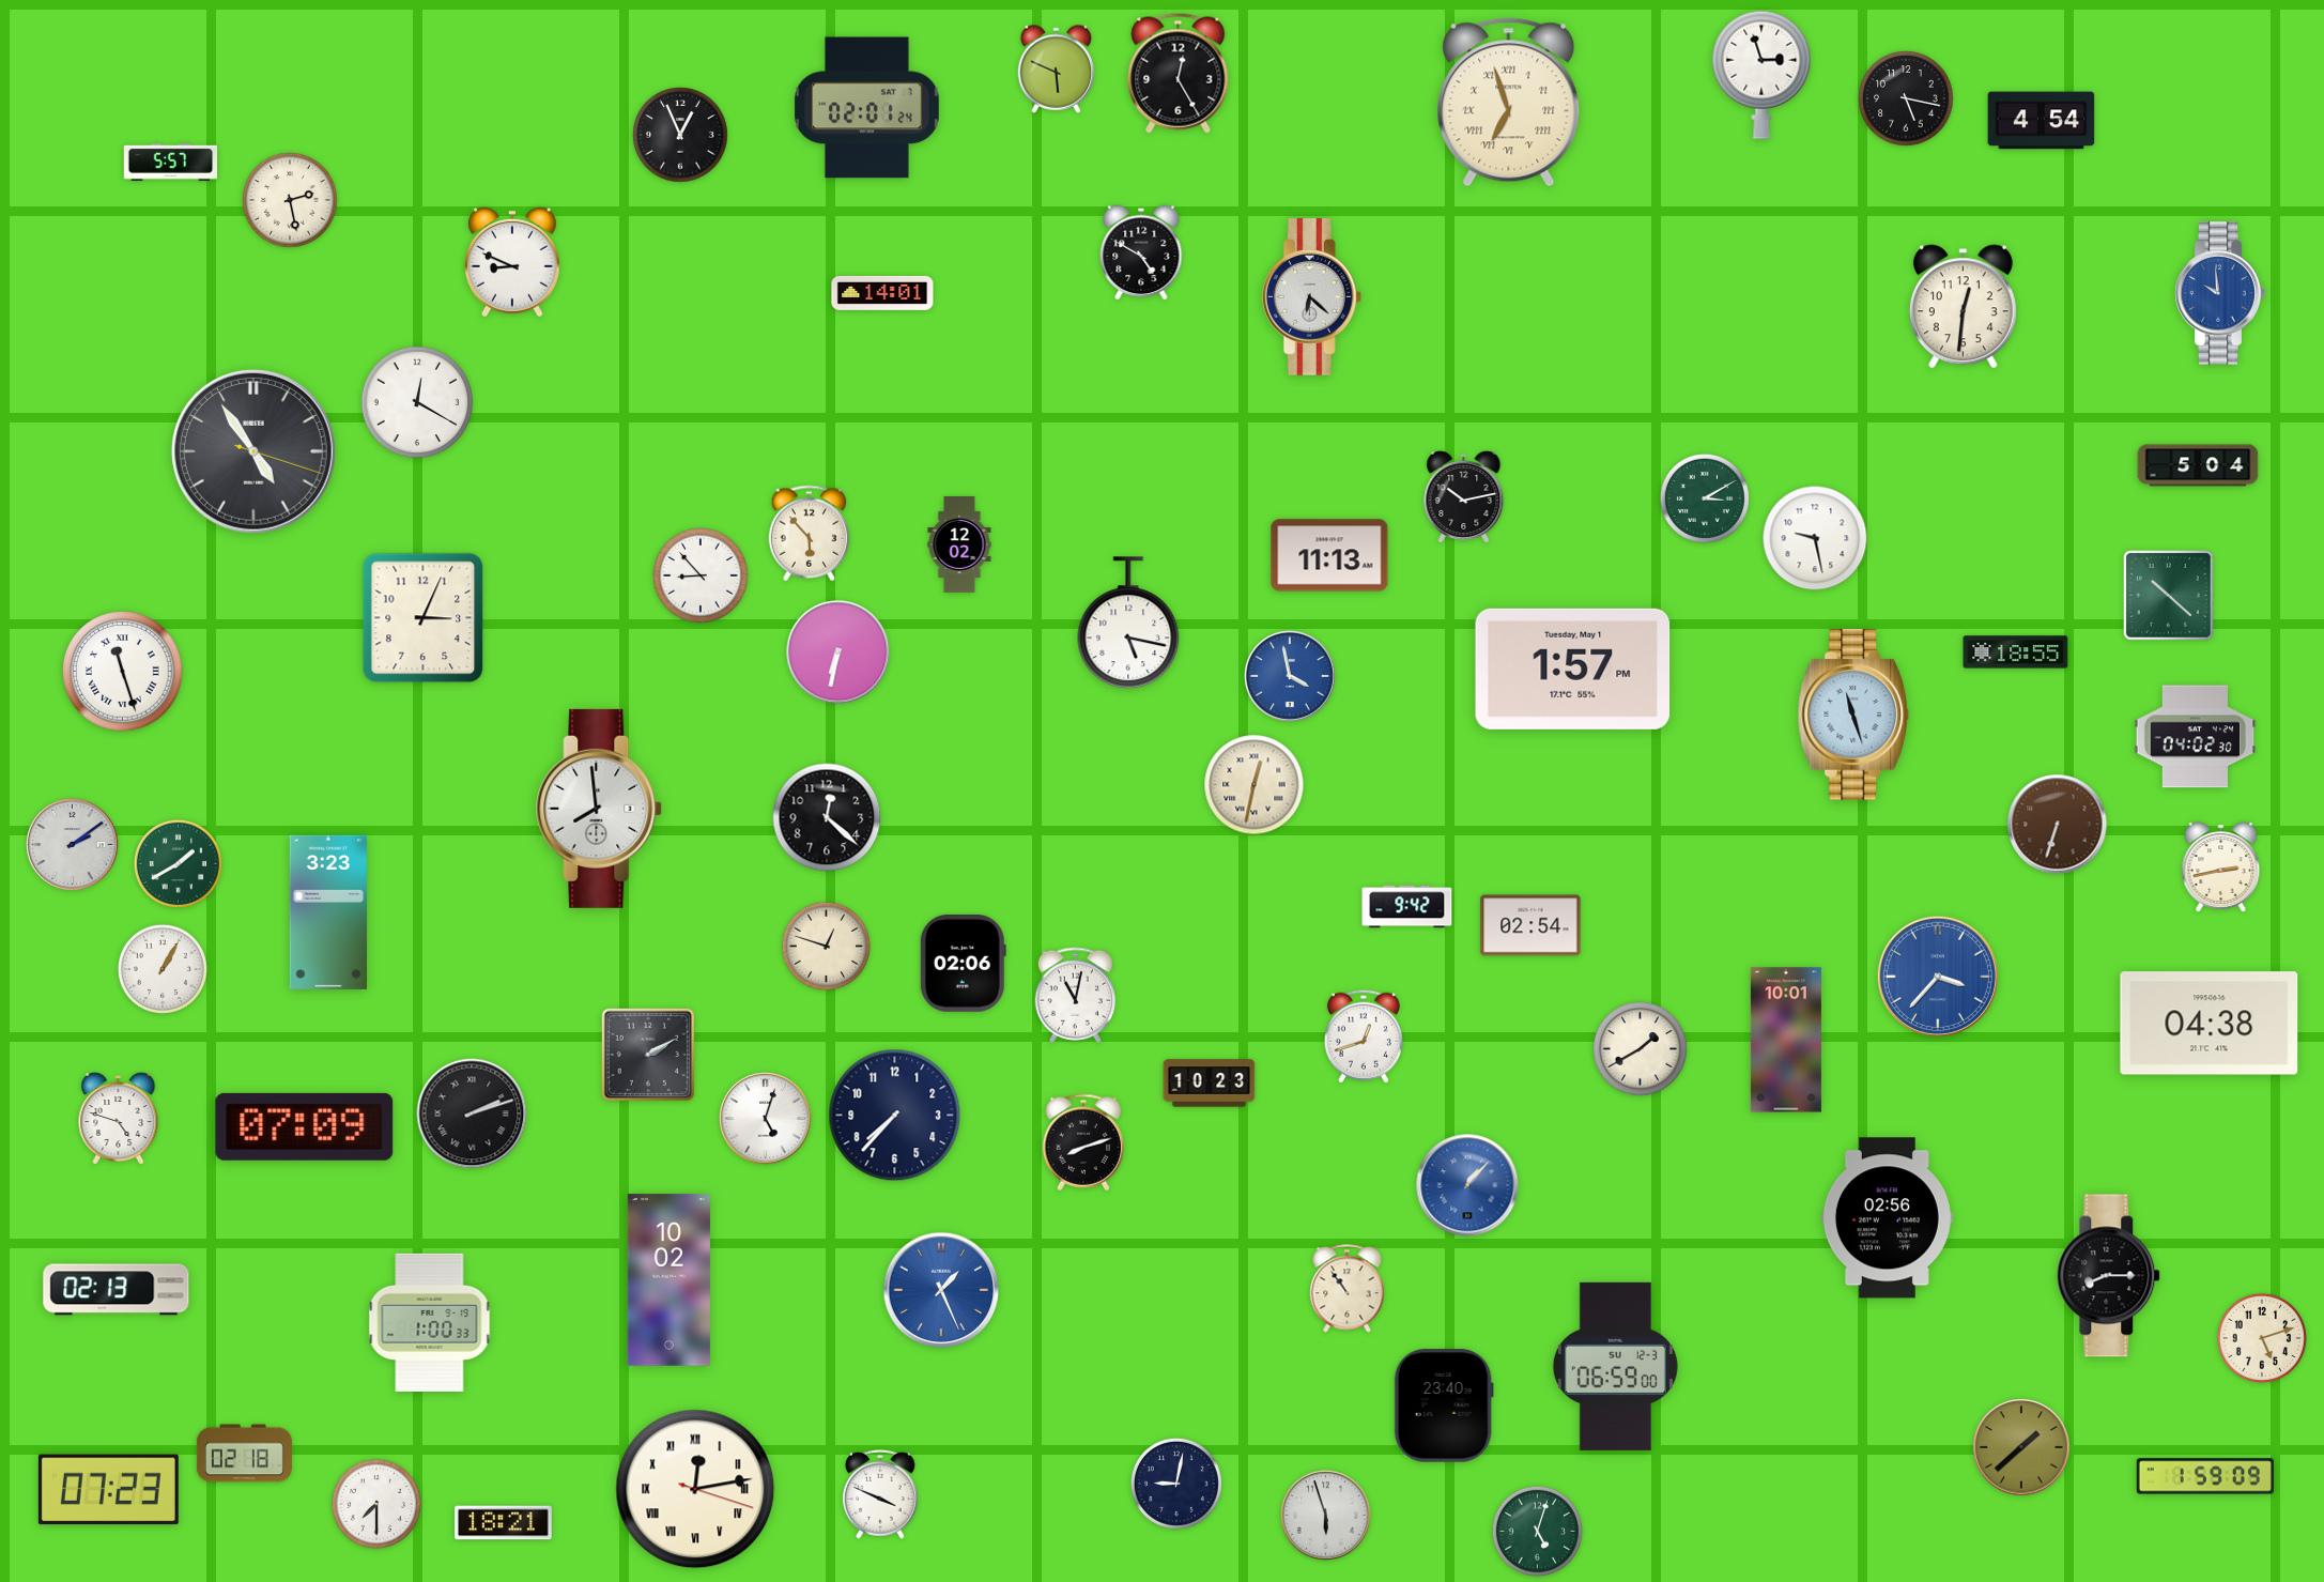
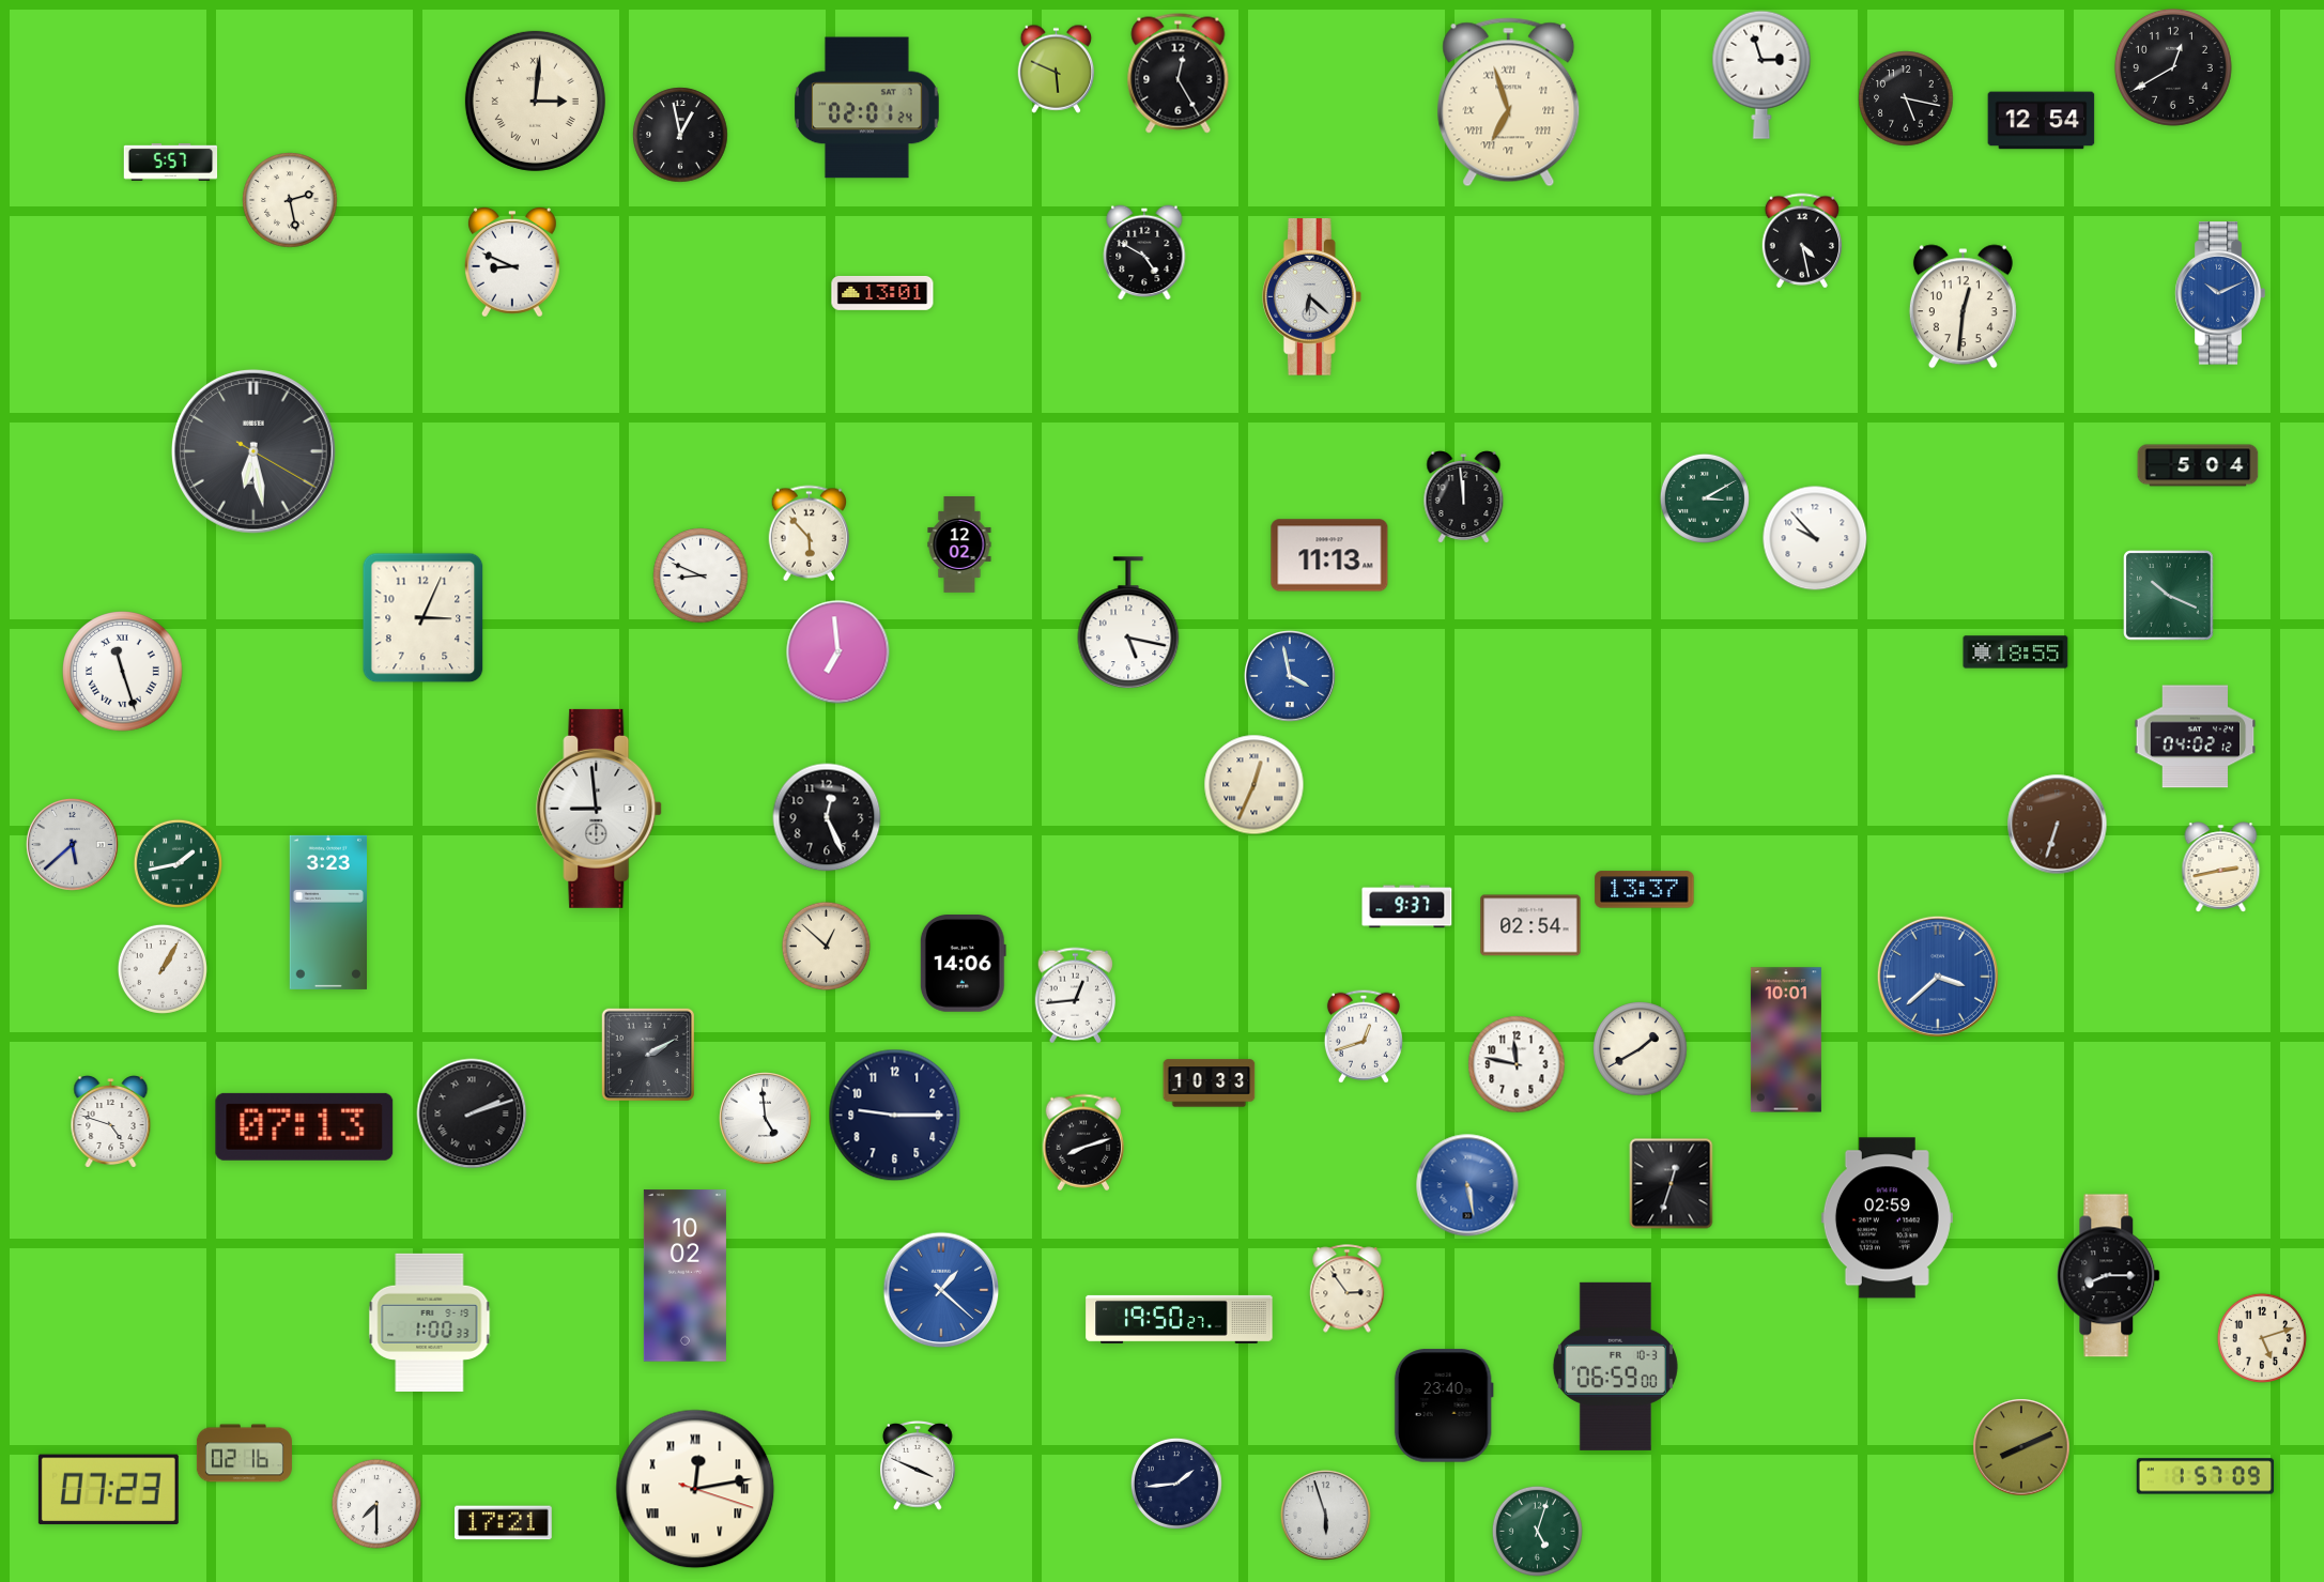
clock at (2173, 67): none -> 12:40
clock at (535, 101): none -> 3:01
clock at (2042, 121): 4:54 -> 12:54
clock at (680, 135): 12:56 -> 12:58
clock at (1802, 241): none -> 4:28
clock at (1141, 252) position: (1141, 252) -> (1144, 252)
clock at (882, 293): 14:01 -> 13:01
clock at (2220, 293): 9:59 -> 10:11
clock at (417, 402): 12:20 -> none
clock at (255, 452): 4:54 -> 6:28
clock at (1464, 497): 10:13 -> 11:59
clock at (1815, 538): 9:28 -> 9:53
clock at (701, 575): 8:53 -> 8:49
clock at (2169, 596): 10:22 -> 10:19
clock at (838, 652): 6:32 -> 6:59
clock at (1573, 669): 1:57 -> none
clock at (1853, 716): 11:27 -> none
clock at (2196, 737): 04:02:30 -> 04:02:12
clock at (1255, 785): 12:32 -> 12:34
clock at (600, 809): 7:59 -> 8:59
clock at (827, 817): 12:22 -> 12:26
clock at (73, 845): 2:09 -> 5:38
clock at (178, 863): 1:40 -> 1:43
clock at (1645, 890): none -> 13:37
clock at (1407, 907): 9:42 -> 9:37
clock at (826, 946): 12:48 -> 12:52
clock at (963, 964): 02:06 -> 14:06
clock at (1938, 977): 3:37 -> 3:38
clock at (1076, 996): 11:02 -> 12:44
clock at (2210, 1024): 04:38 -> none
clock at (1517, 1064): none -> 11:47
clock at (1210, 1084): 10:23 -> 10:33
clock at (895, 1116): 7:37 -> 9:15
clock at (119, 1119) position: (119, 1119) -> (111, 1122)
clock at (766, 1119): 5:03 -> 4:59
clock at (305, 1126): 07:09 -> 07:13
clock at (1672, 1184): none -> 12:33
clock at (1467, 1185): 1:07 -> 5:28
clock at (1887, 1218): 02:56 -> 02:59
clock at (668, 1280) position: (668, 1280) -> (684, 1276)
clock at (1348, 1289): 10:54 -> 2:54
clock at (117, 1290): 02:13 -> none
clock at (941, 1290): 1:26 -> 1:22
clock at (1180, 1319): none -> 19:50
clock at (1615, 1366) date: SU 12-3 -> FR 10-3
clock at (2021, 1447): 1:38 -> 8:11
clock at (244, 1454): 02:18 -> 02:16
clock at (2205, 1476): 1:59 -> 1:57
clock at (1176, 1484): 9:02 -> 1:44
clock at (880, 1495) position: (880, 1495) -> (918, 1466)
clock at (504, 1523): 18:21 -> 17:21
